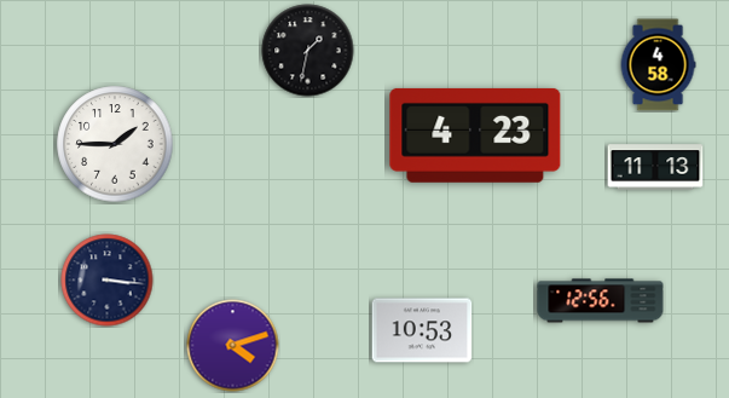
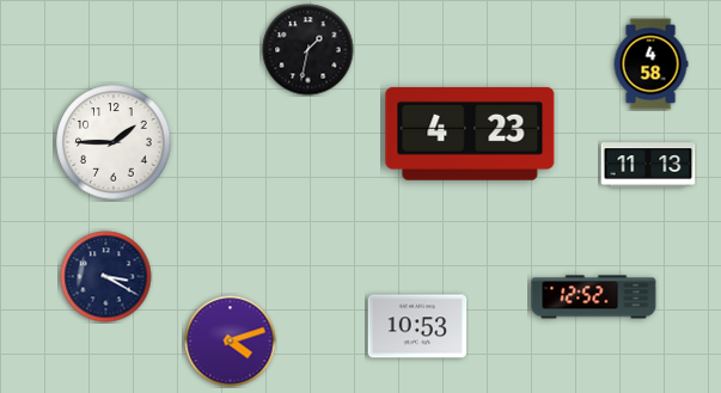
clock at (308, 51) position: (308, 51) -> (308, 50)
clock at (108, 281): 3:16 -> 3:20
clock at (601, 301): 12:56 -> 12:52
